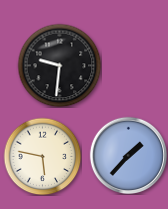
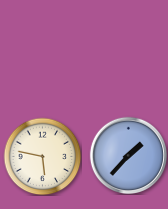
clock at (59, 65): 9:31 -> none
